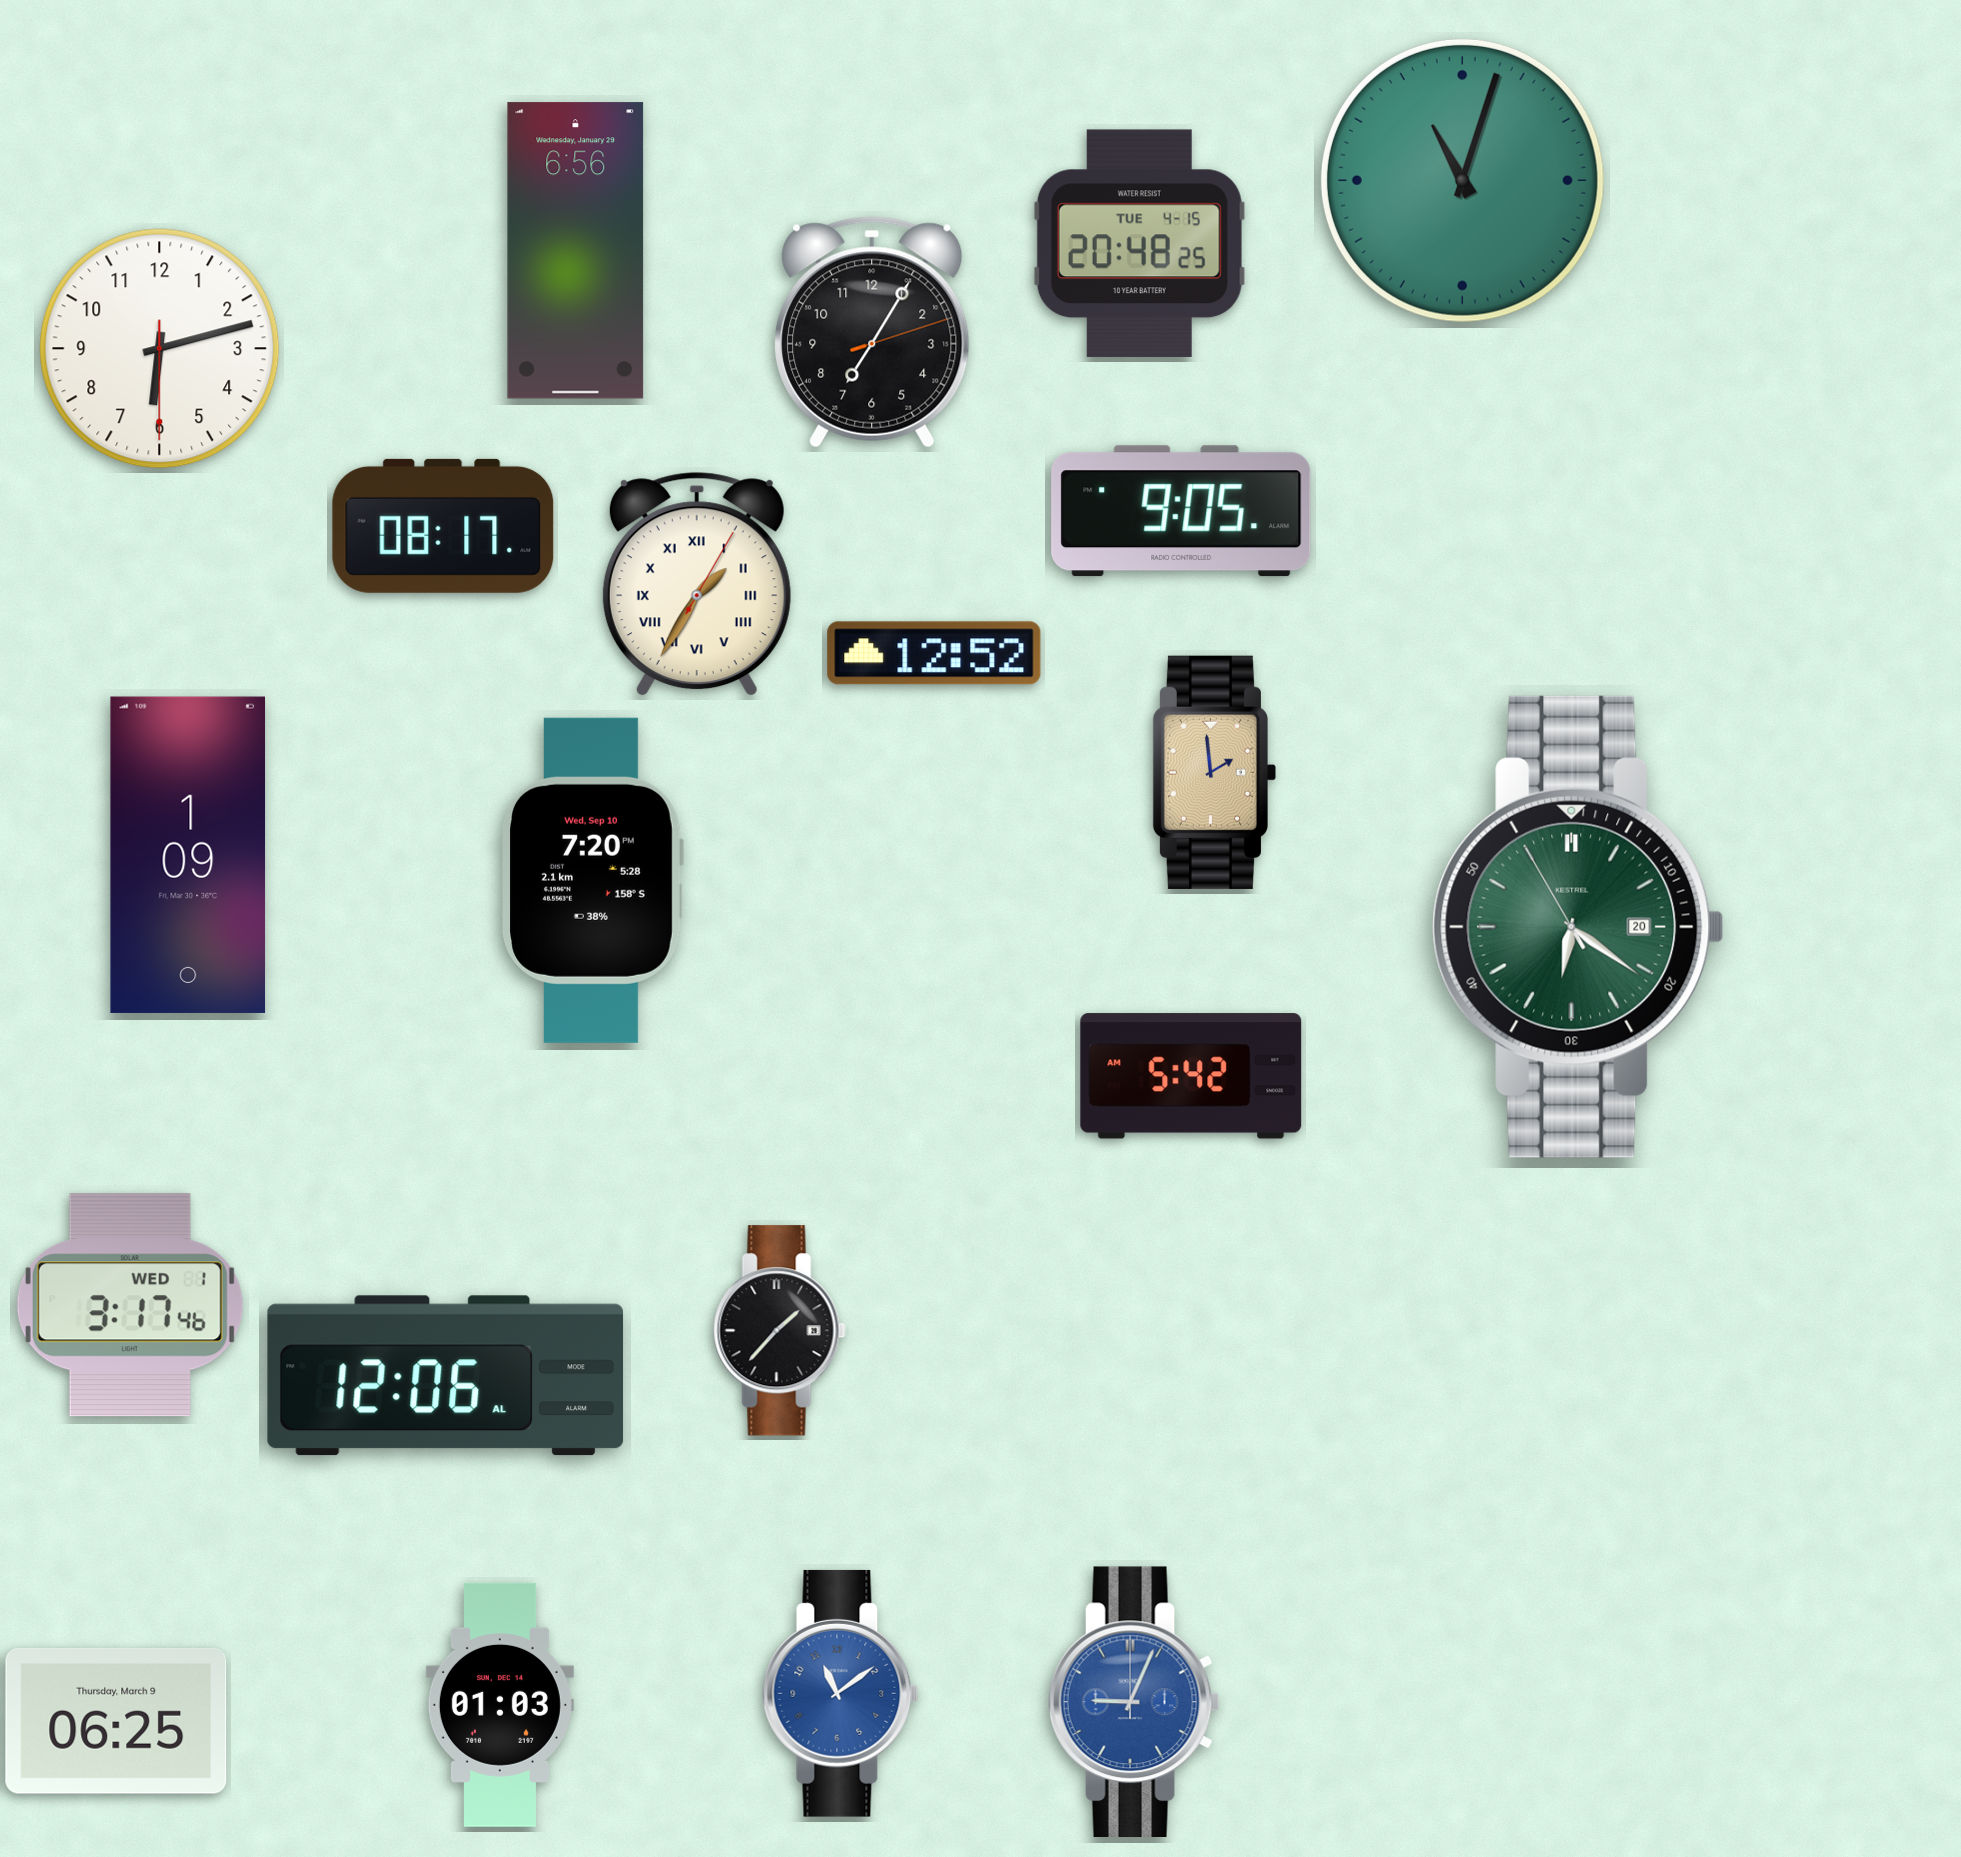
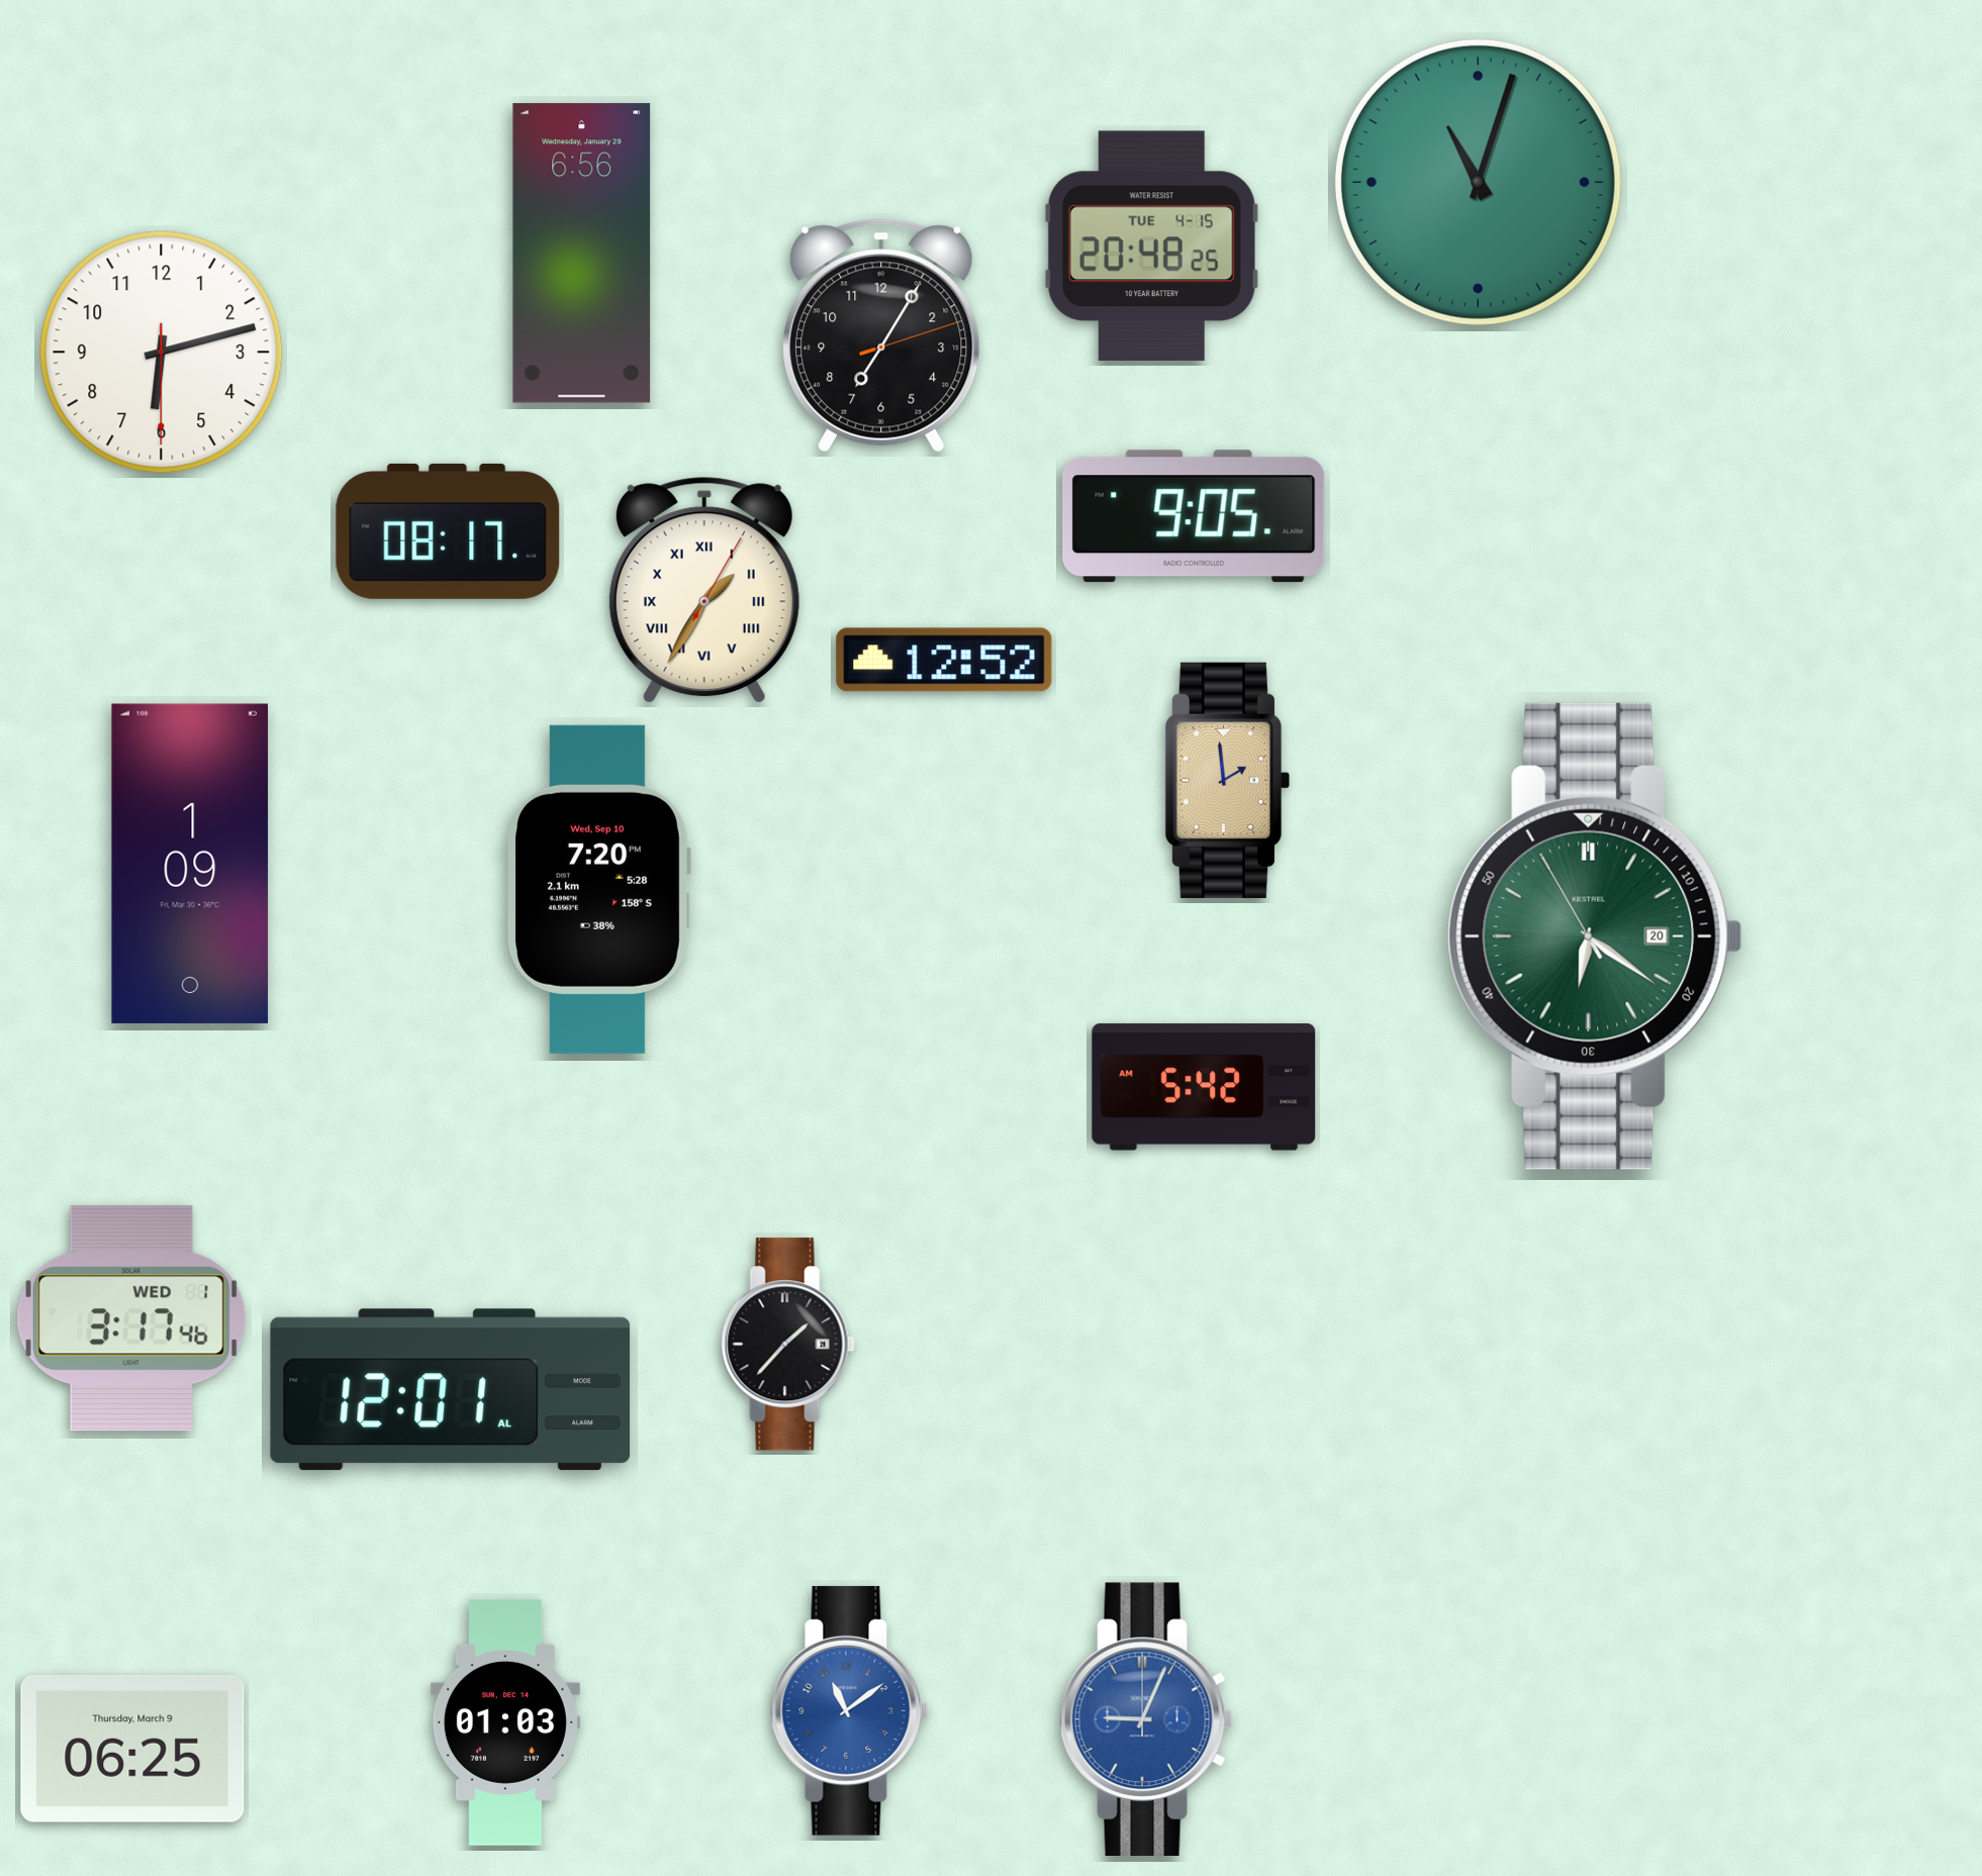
clock at (446, 1376): 12:06 -> 12:01
clock at (116, 1722) position: (116, 1722) -> (132, 1750)
